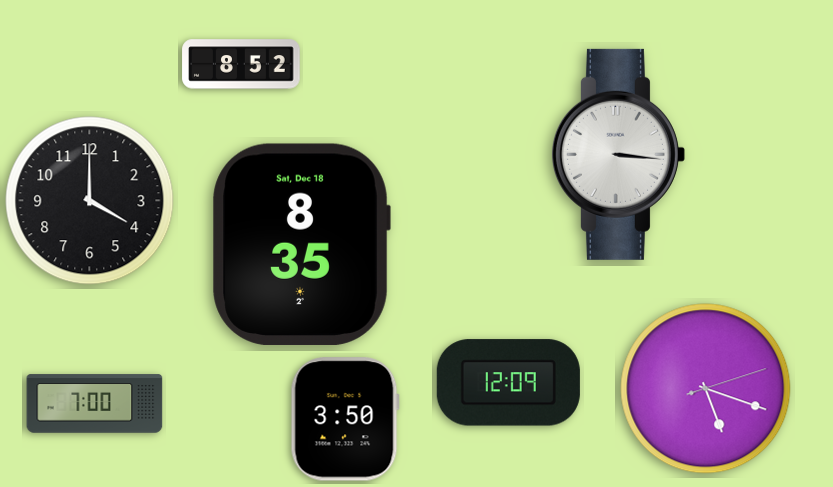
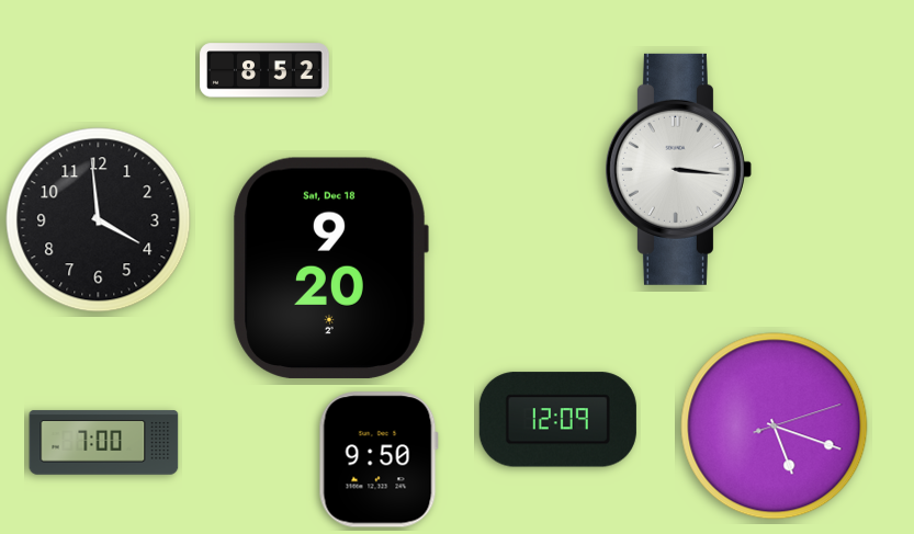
clock at (90, 201): 4:00 -> 3:59
clock at (301, 244): 8:35 -> 9:20
clock at (345, 419): 3:50 -> 9:50
